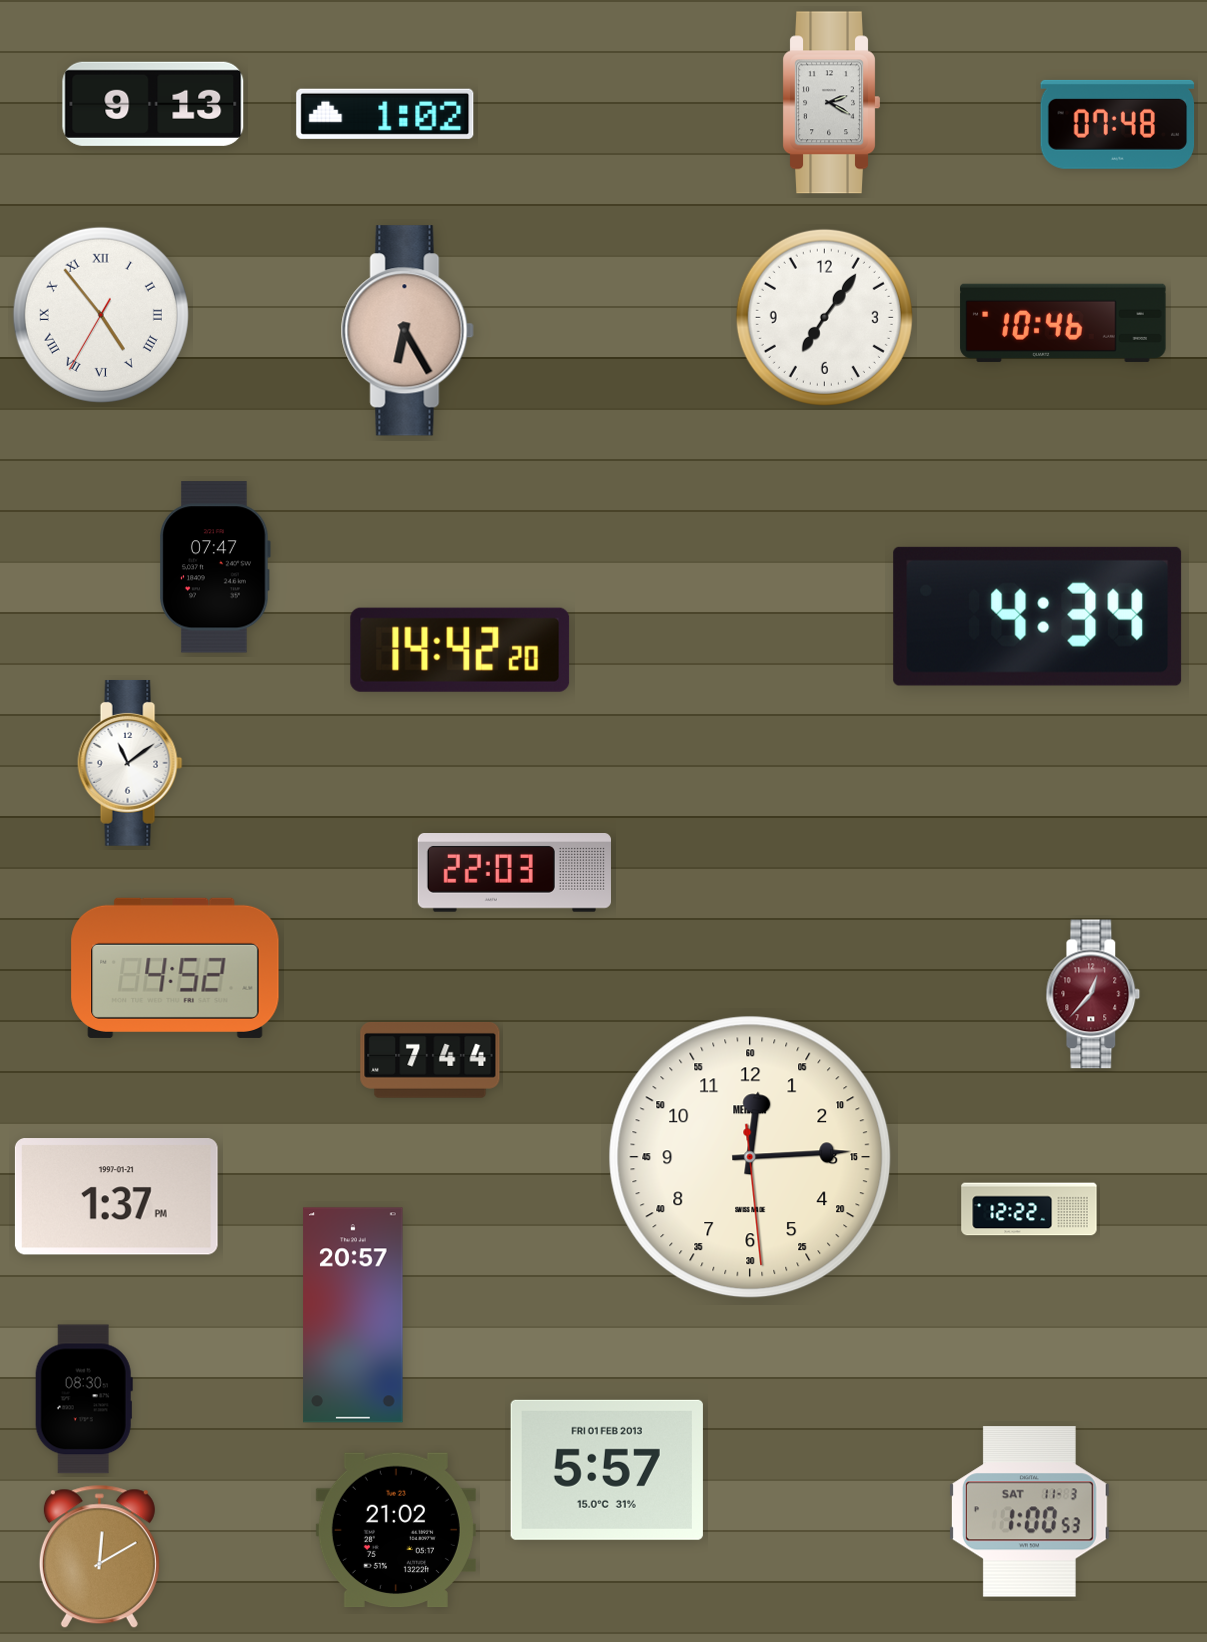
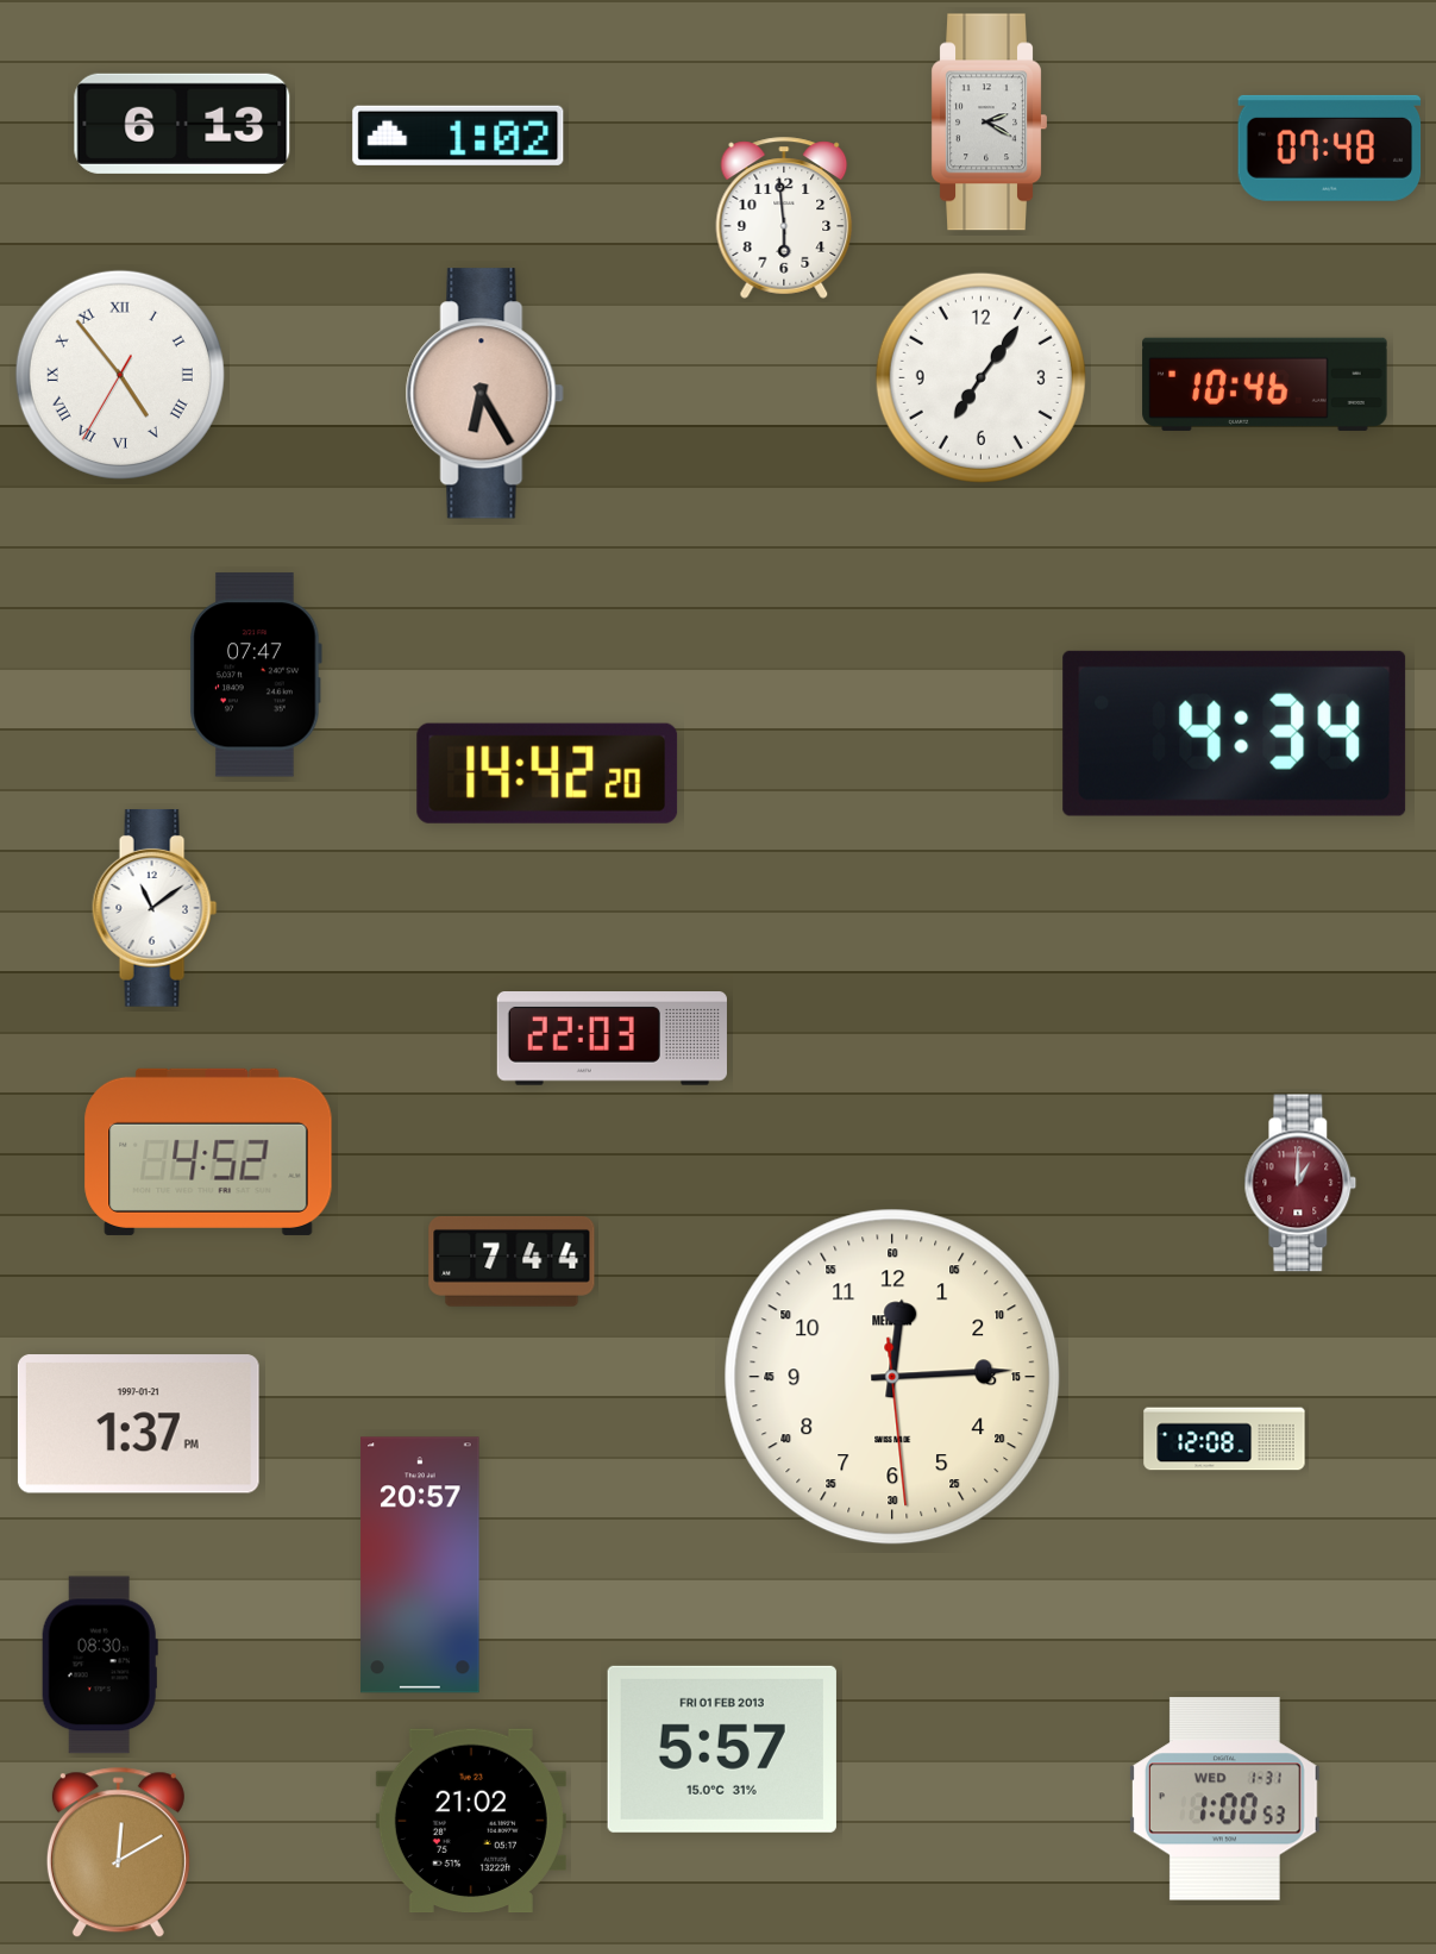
clock at (153, 104): 9:13 -> 6:13
clock at (784, 218): none -> 5:59
clock at (1093, 994): 12:37 -> 1:00
clock at (1029, 1209): 12:22 -> 12:08
clock at (1029, 1512) date: SAT 11-3 -> WED 1-31
